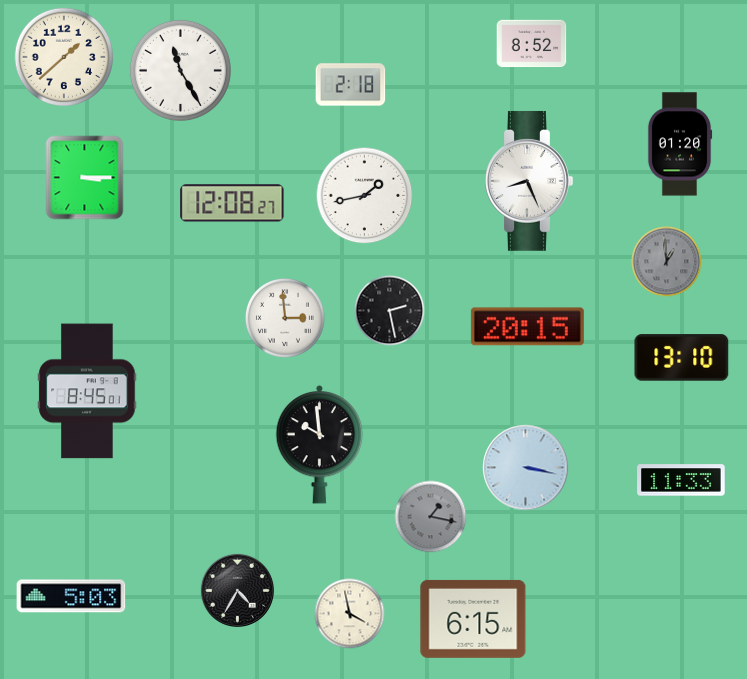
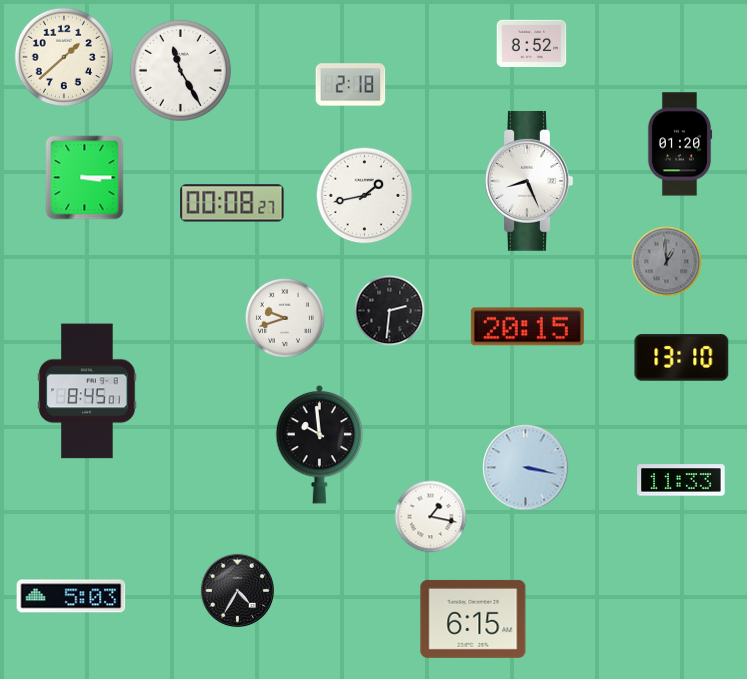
clock at (232, 203): 12:08 -> 00:08
clock at (390, 311): 2:28 -> 2:31
clock at (285, 318): 2:59 -> 9:42
clock at (431, 517) dial: grey -> white
clock at (350, 614): 3:58 -> none
